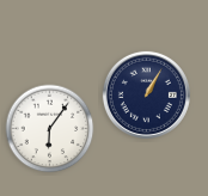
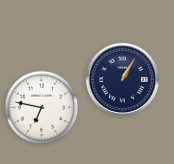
clock at (50, 129): 6:06 -> 6:47
